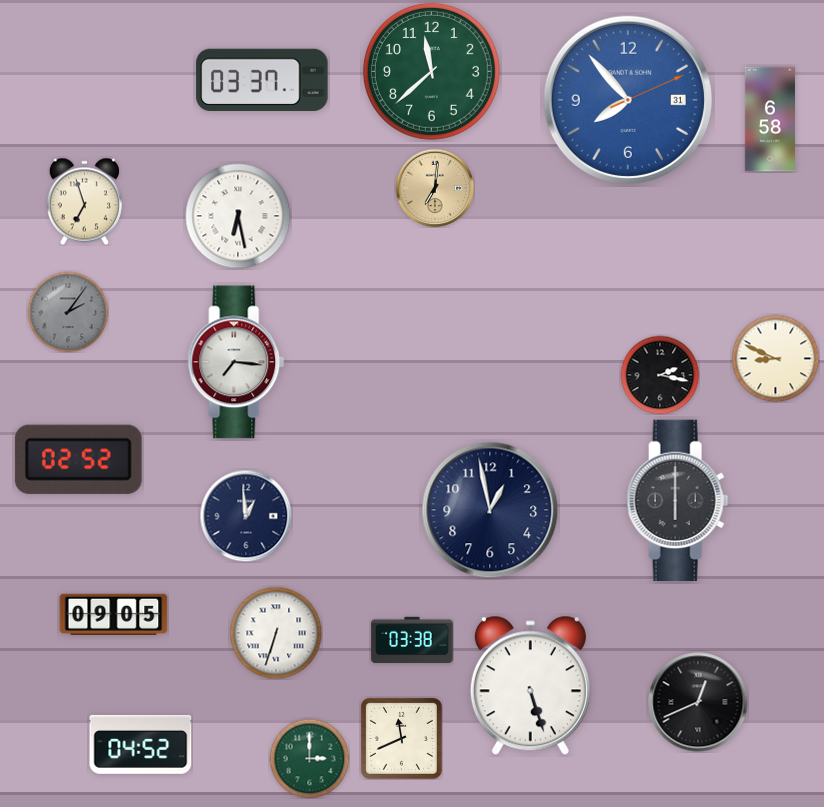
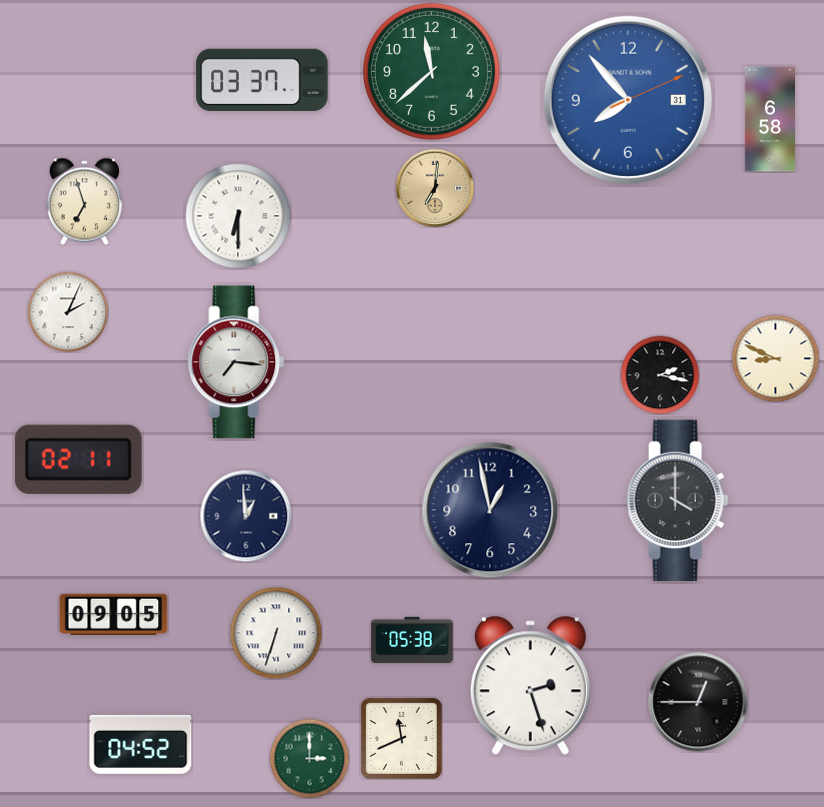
clock at (238, 216): 6:28 -> 6:30
clock at (68, 312): 2:06 -> 2:04
clock at (68, 312) dial: grey -> white
clock at (78, 459): 02:52 -> 02:11
clock at (678, 500): 6:00 -> 4:00
clock at (412, 640): 03:38 -> 05:38
clock at (530, 686): 5:27 -> 2:27
clock at (698, 702): 12:41 -> 12:45
